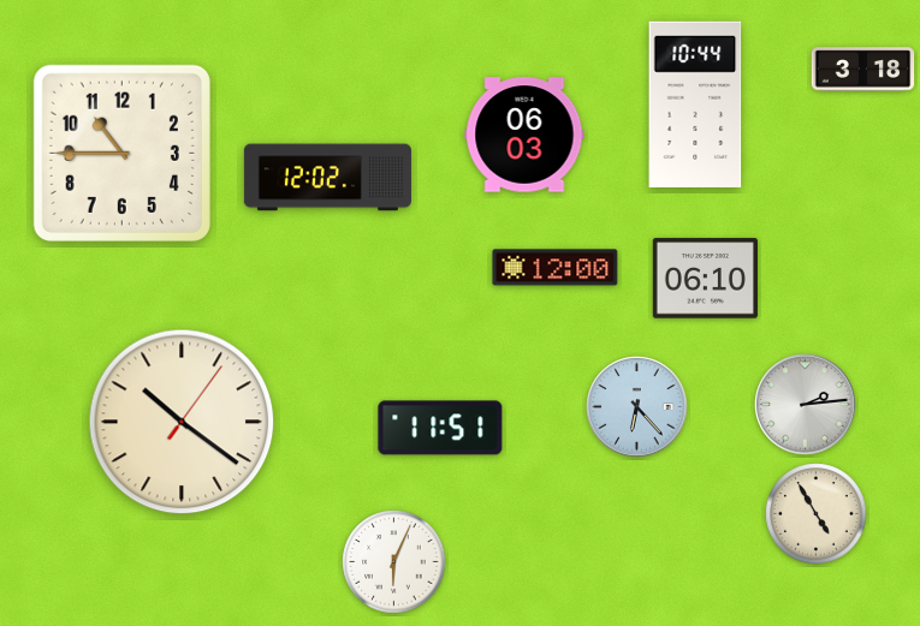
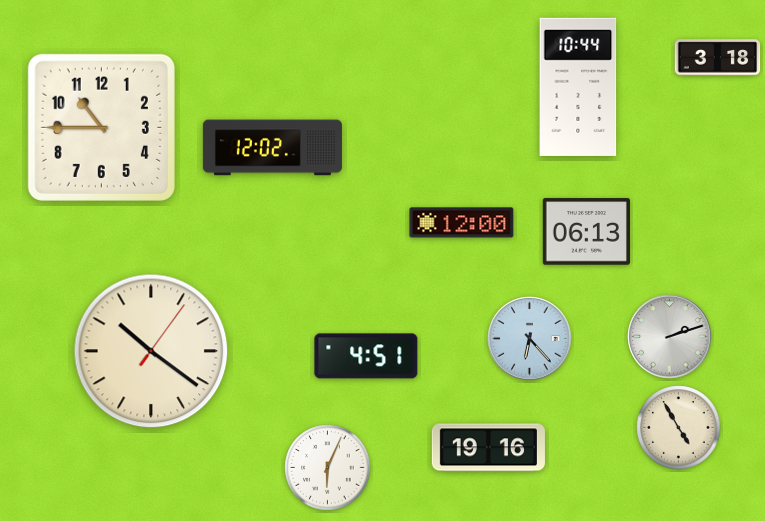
clock at (524, 135): 06:03 -> none
clock at (705, 279): 06:10 -> 06:13
clock at (806, 405): 2:14 -> 2:12
clock at (440, 428): 11:51 -> 4:51
clock at (488, 448): none -> 19:16
